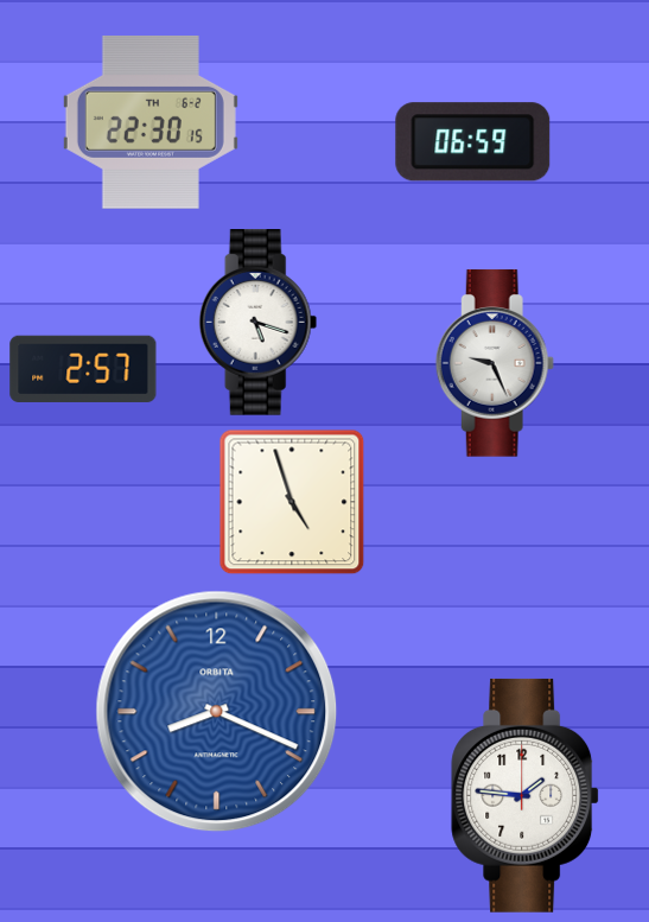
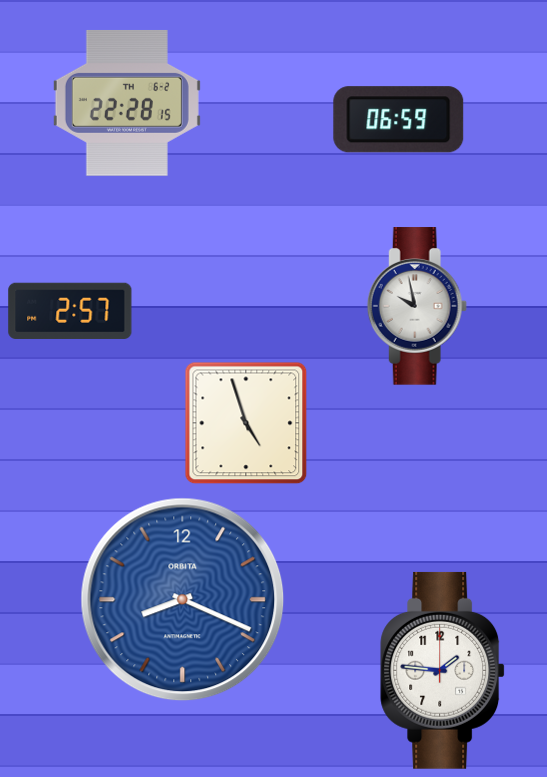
clock at (151, 122): 22:30 -> 22:28
clock at (259, 323): 5:18 -> none
clock at (495, 363): 9:26 -> 9:58
